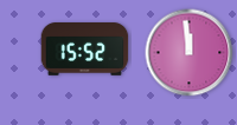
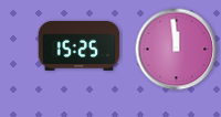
clock at (85, 50): 15:52 -> 15:25
